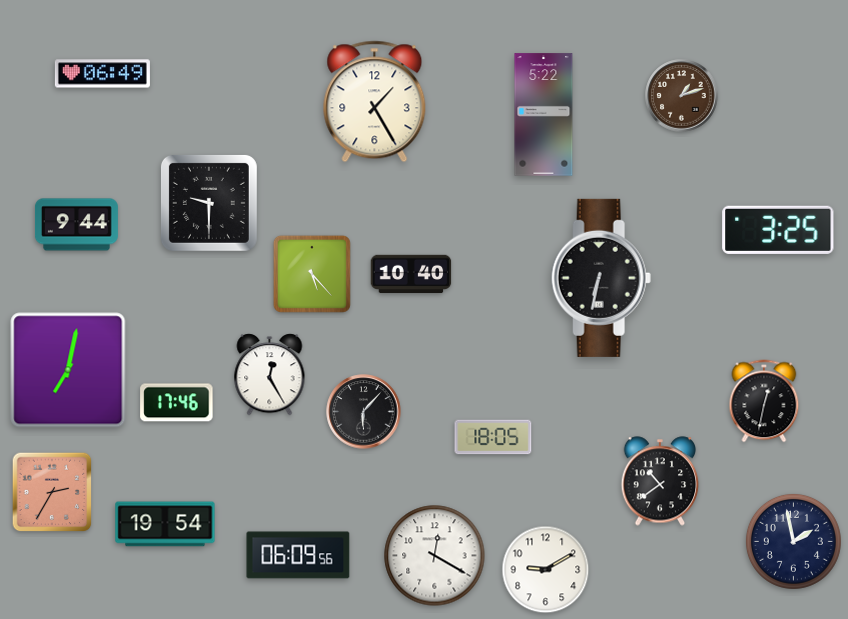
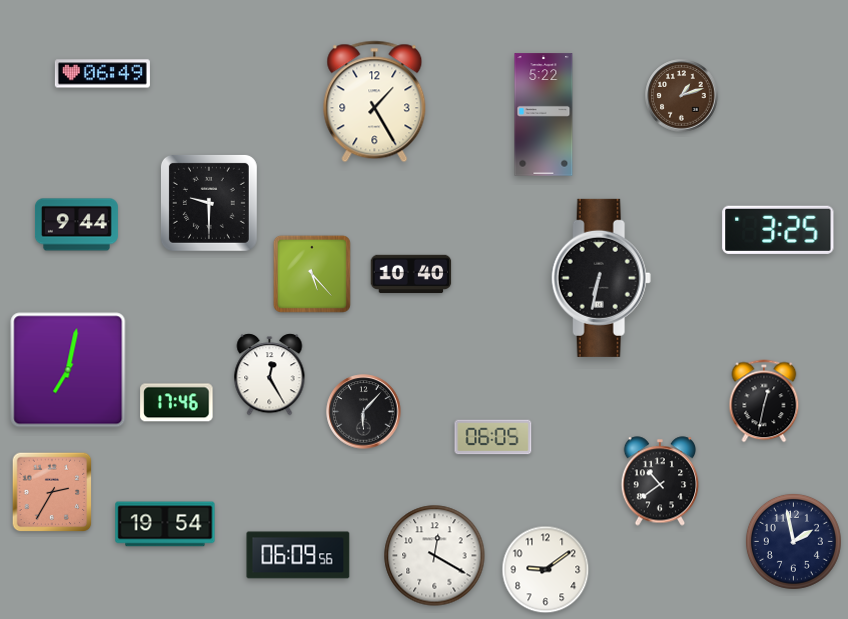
clock at (493, 437): 18:05 -> 06:05
clock at (546, 570): 9:10 -> 9:09
